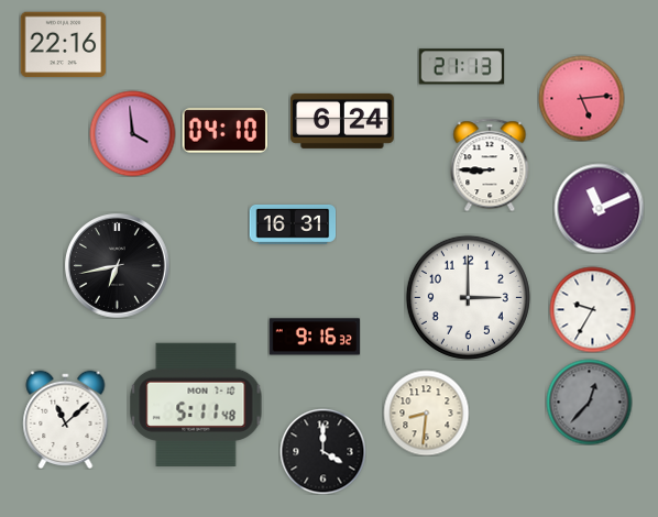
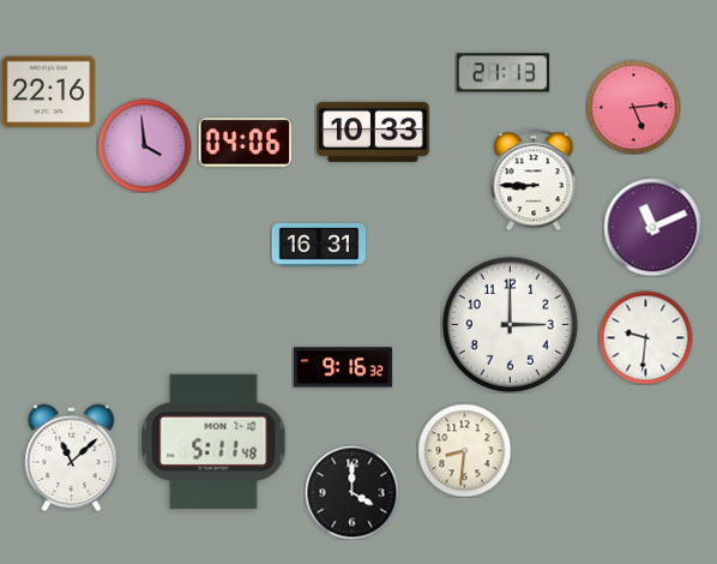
clock at (63, 45) position: (63, 45) -> (48, 92)
clock at (342, 121): 6:24 -> 10:33
clock at (224, 131): 04:10 -> 04:06
clock at (118, 266): 6:43 -> none
clock at (592, 309): 9:35 -> 9:31
clock at (589, 402): 12:37 -> none
